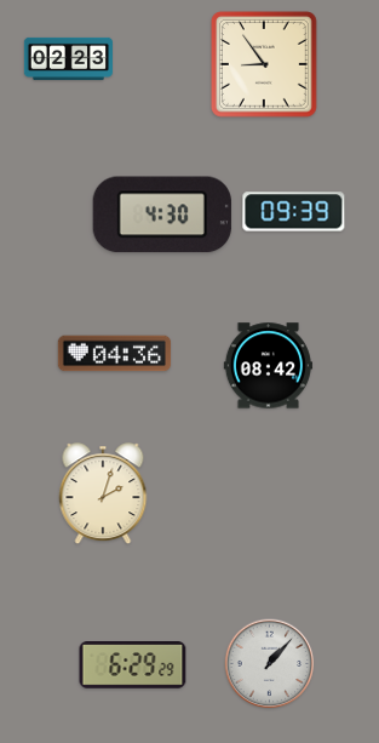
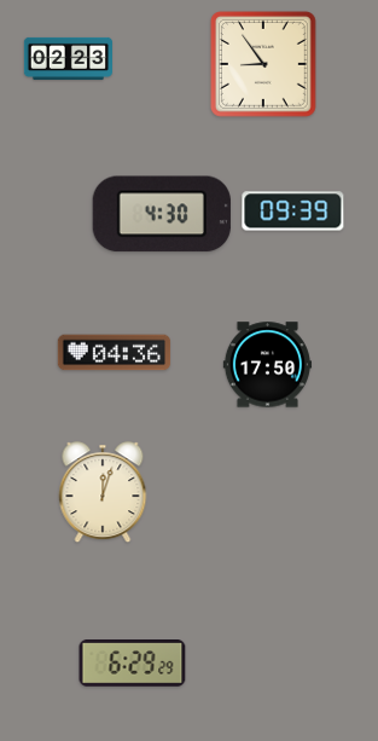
clock at (268, 366): 08:42 -> 17:50
clock at (103, 495): 2:03 -> 12:03
clock at (270, 664): 1:07 -> none
